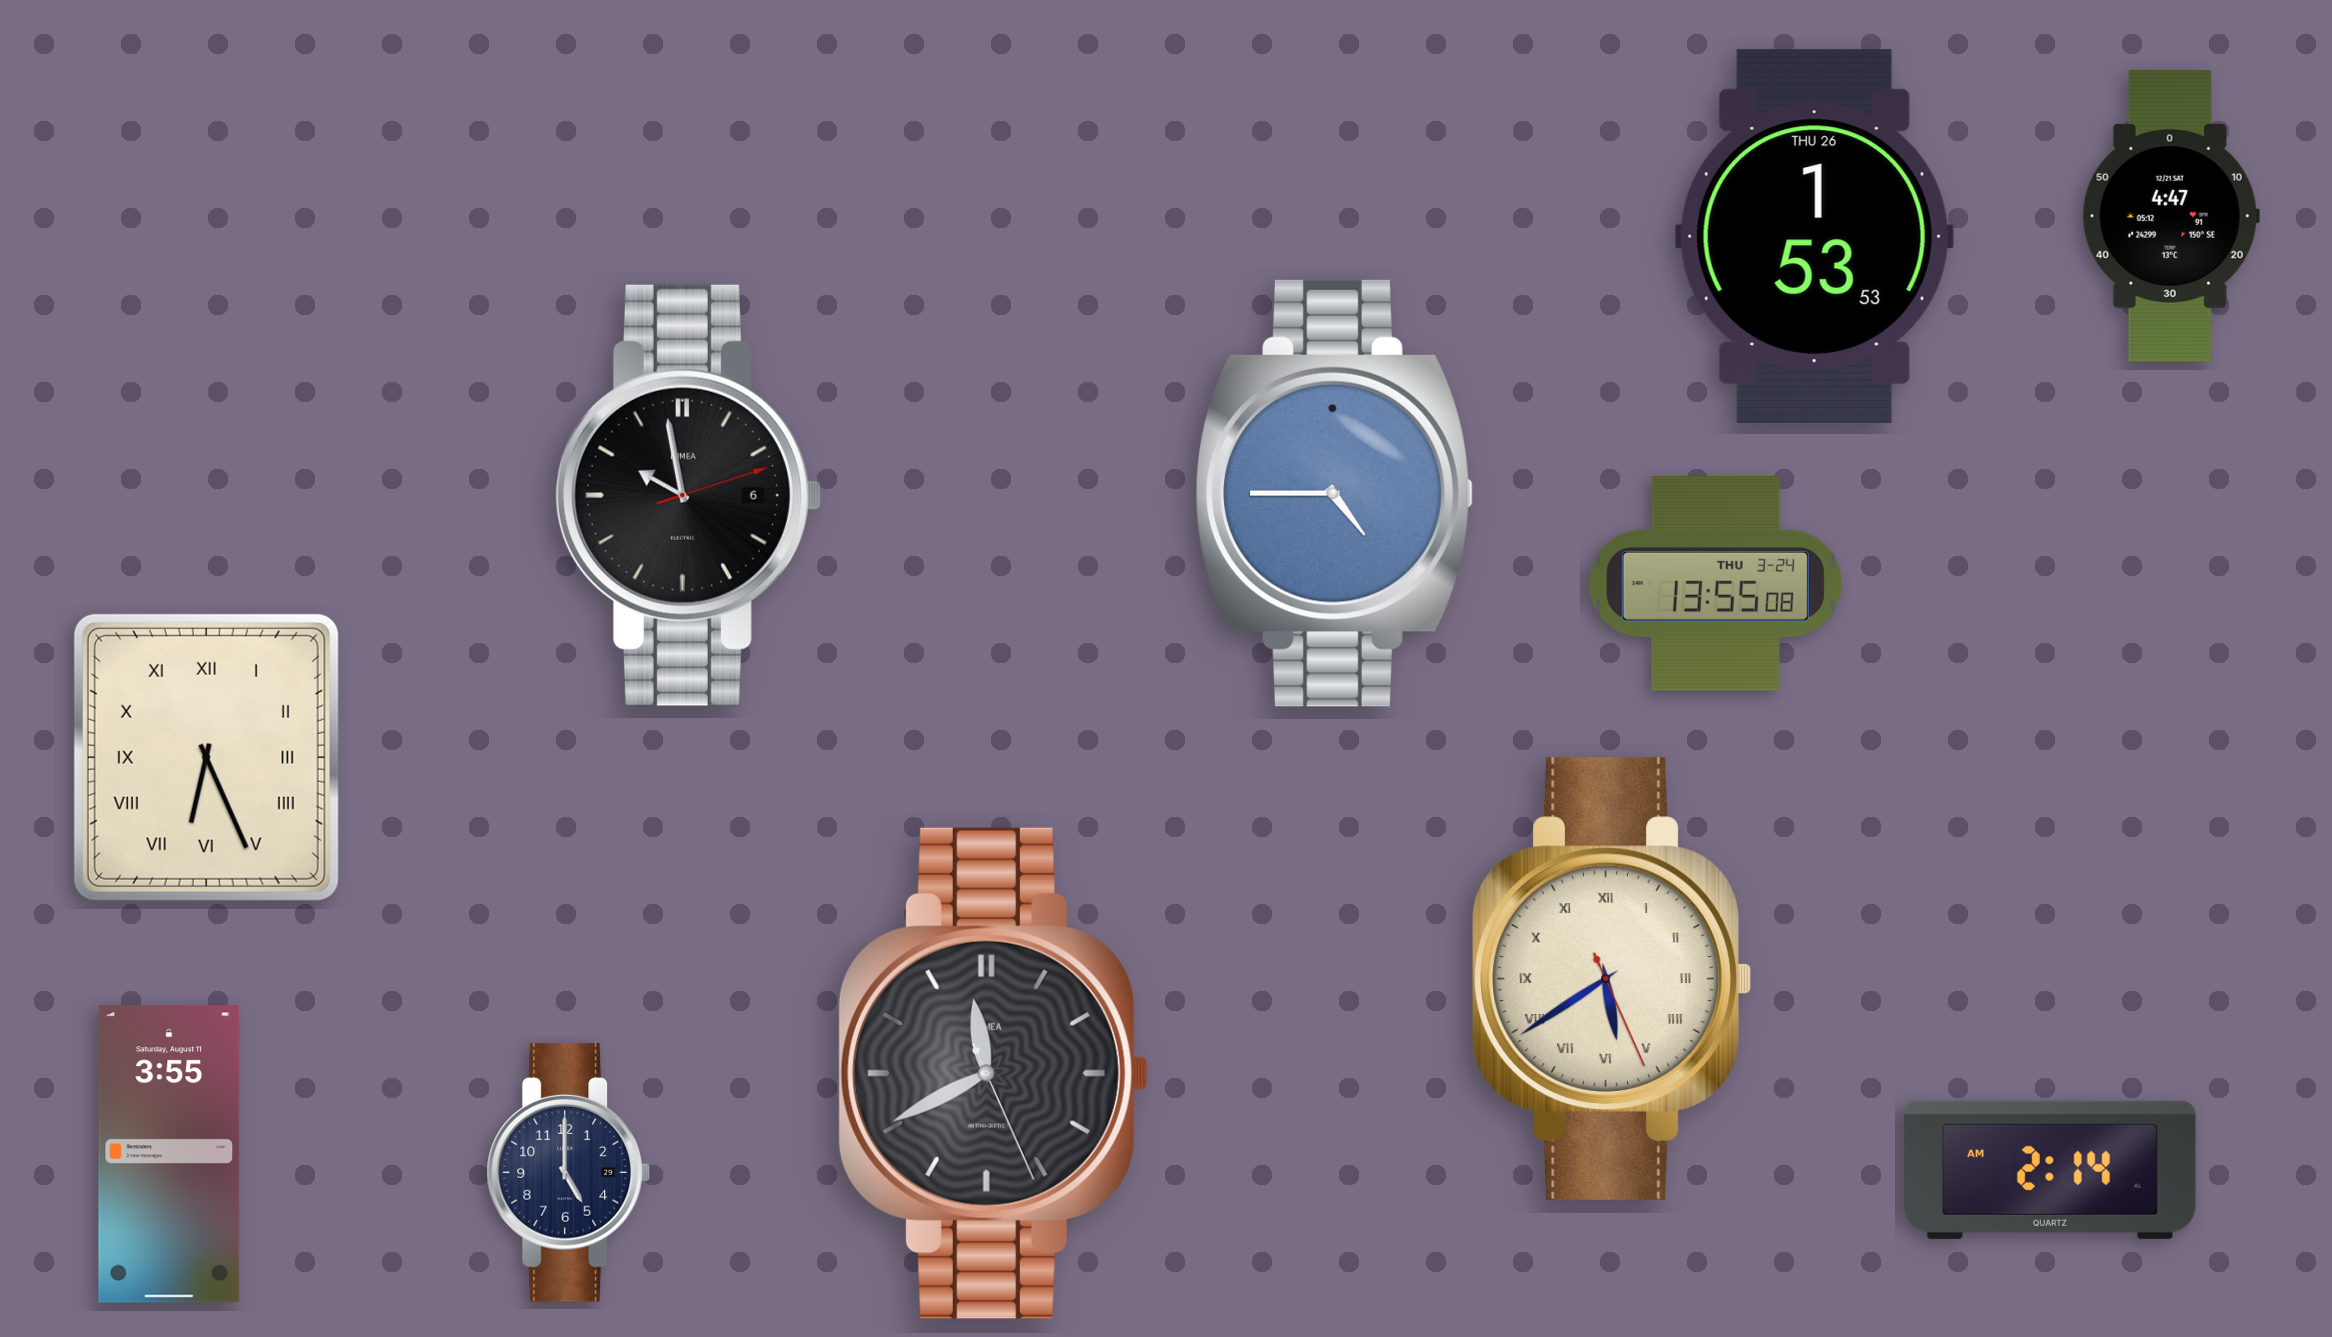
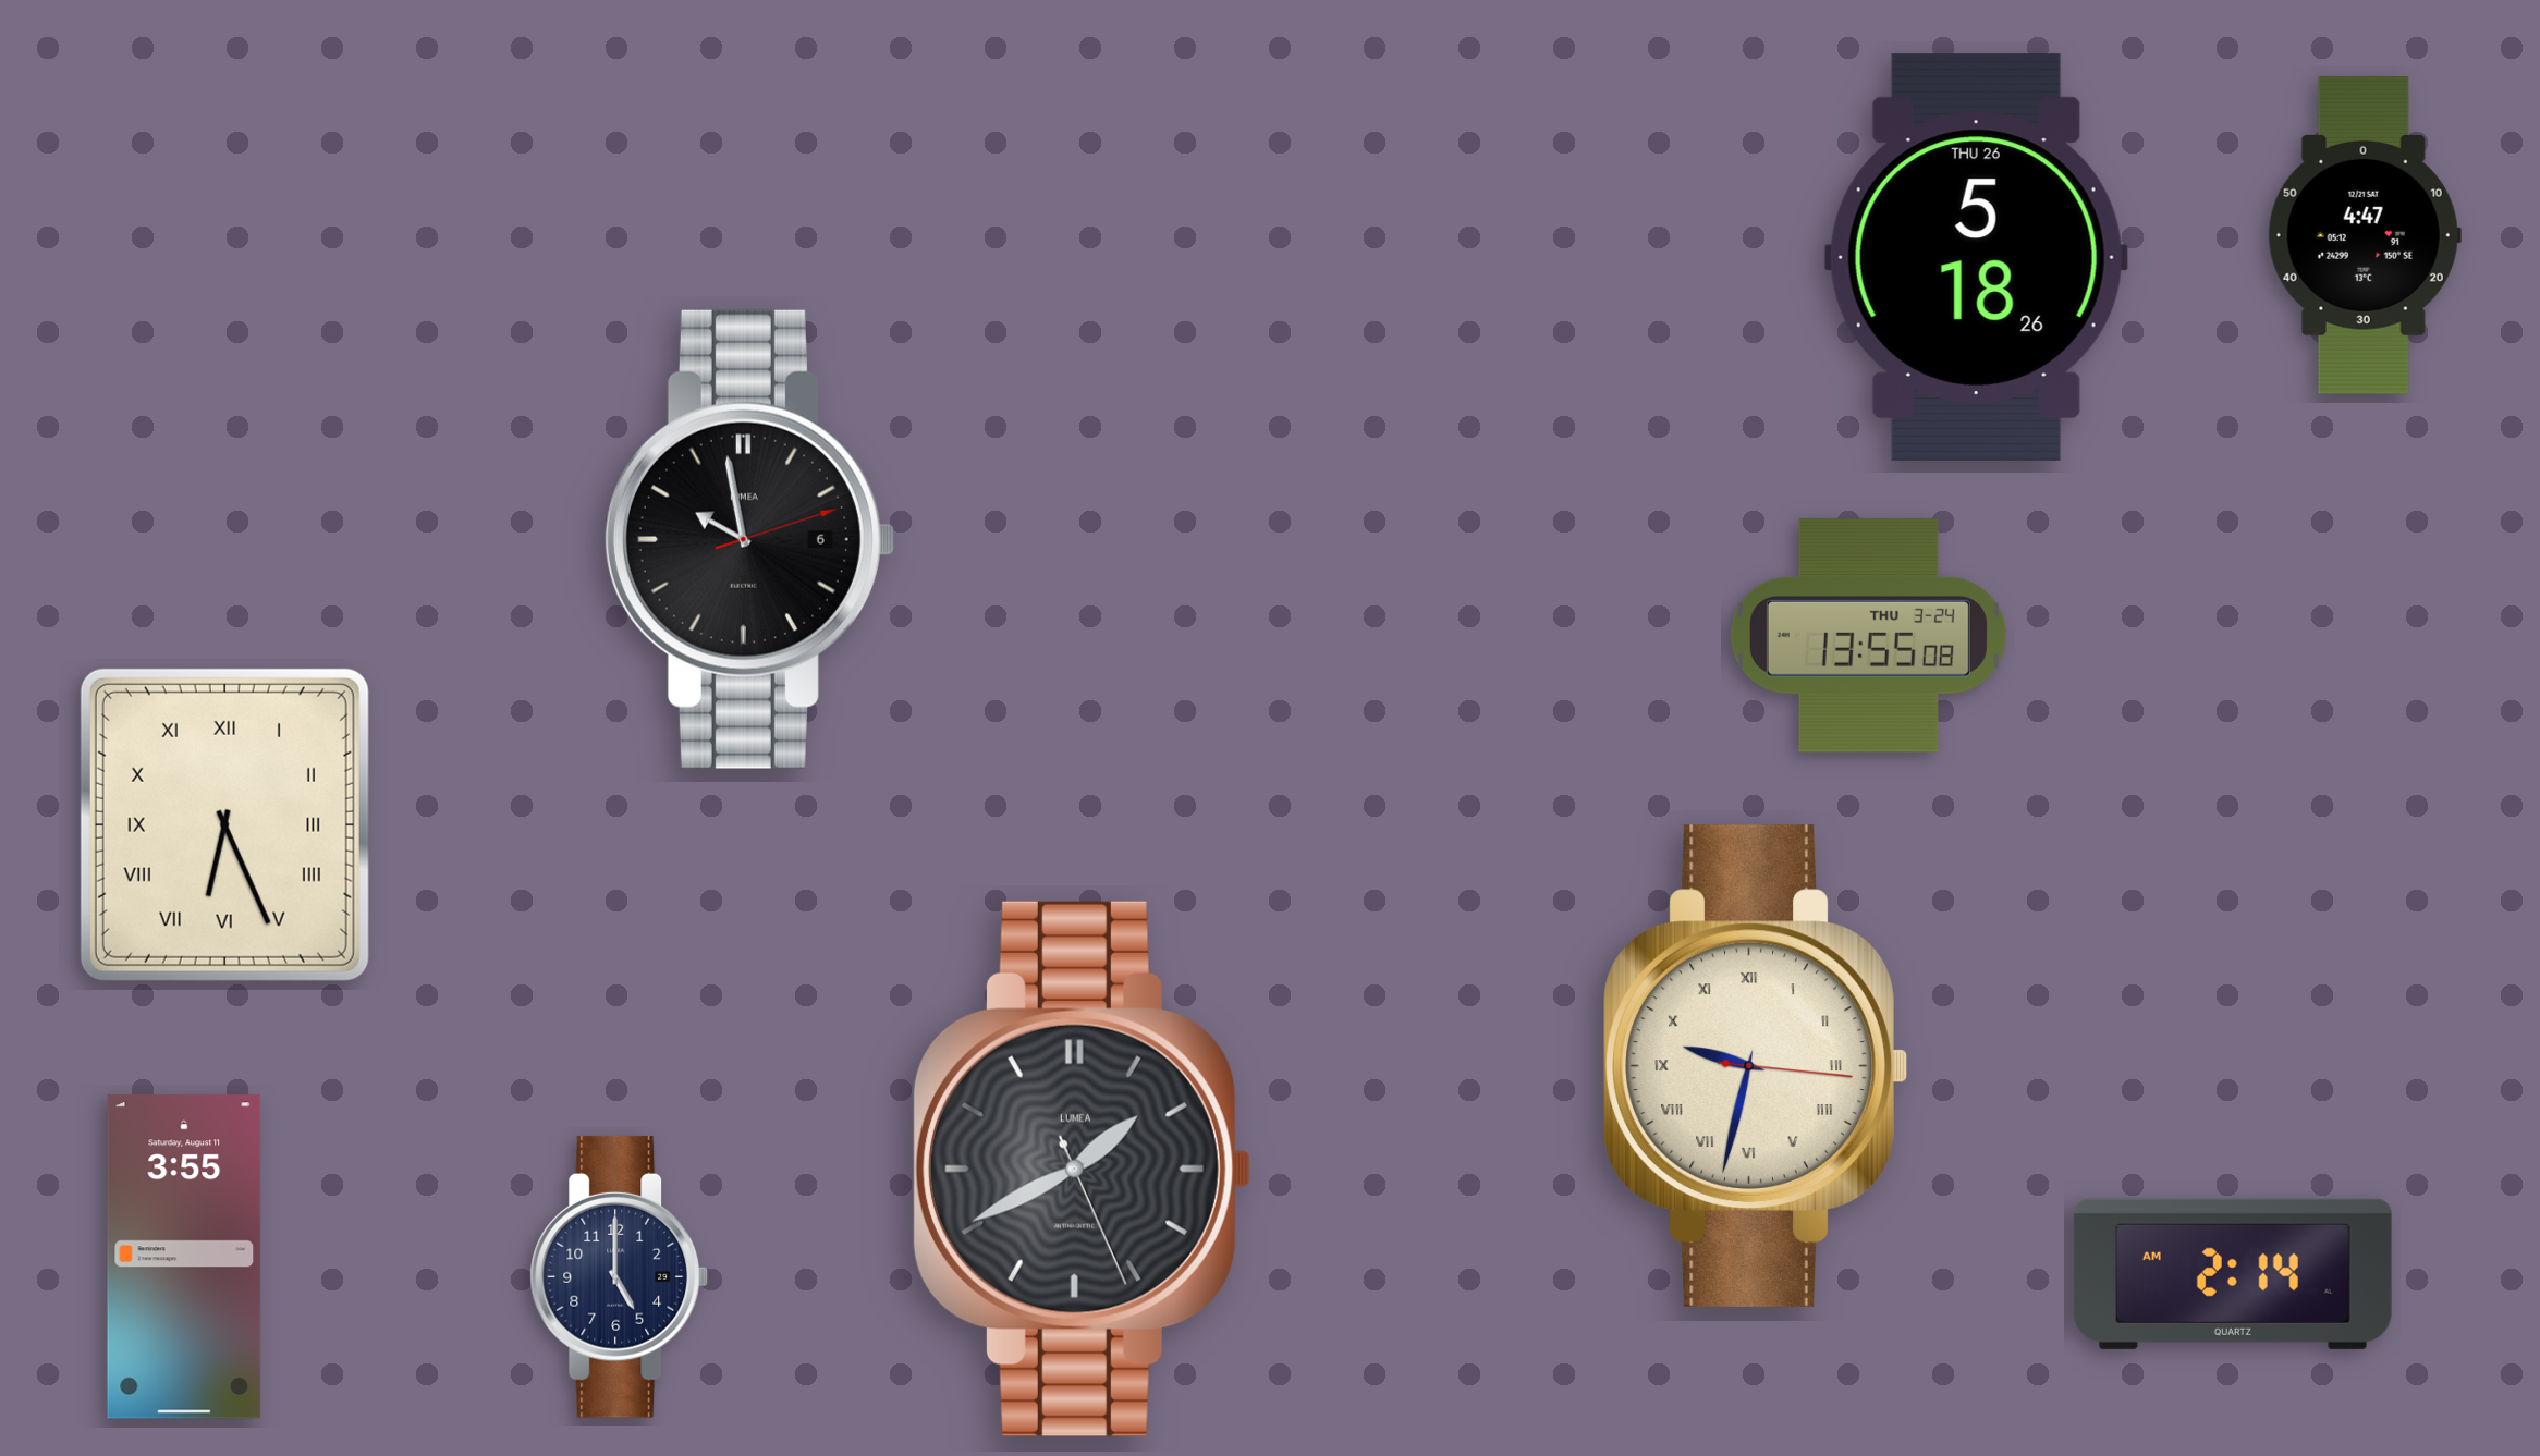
clock at (1814, 236): 1:53 -> 5:18
clock at (1334, 493): 4:45 -> none
clock at (1612, 979): 5:39 -> 9:32
clock at (993, 1073): 11:40 -> 1:40
